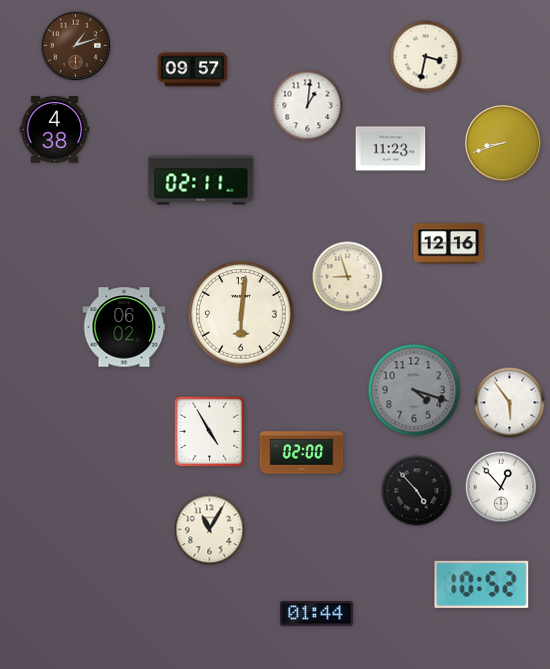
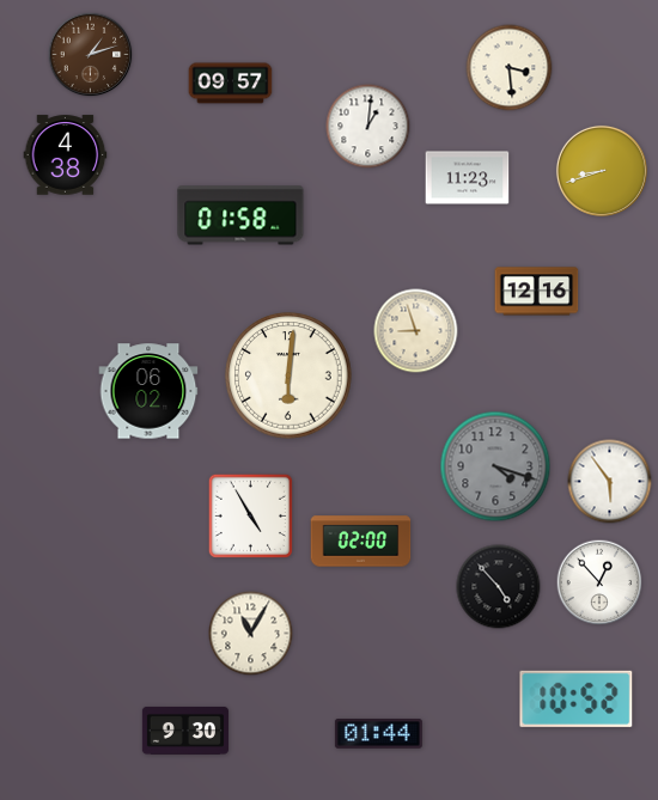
clock at (426, 57): 3:32 -> 3:29
clock at (201, 180): 02:11 -> 01:58
clock at (185, 731): none -> 9:30
